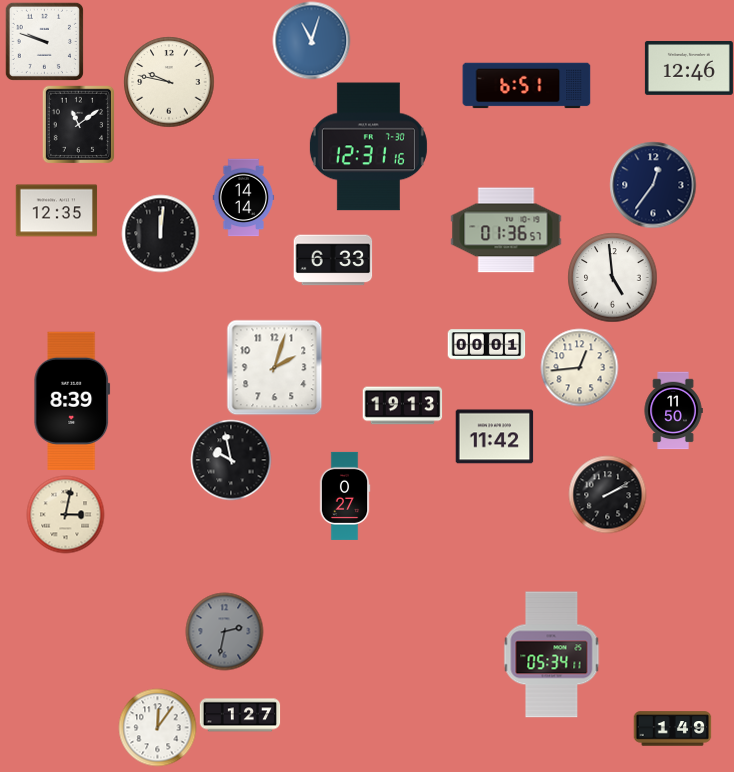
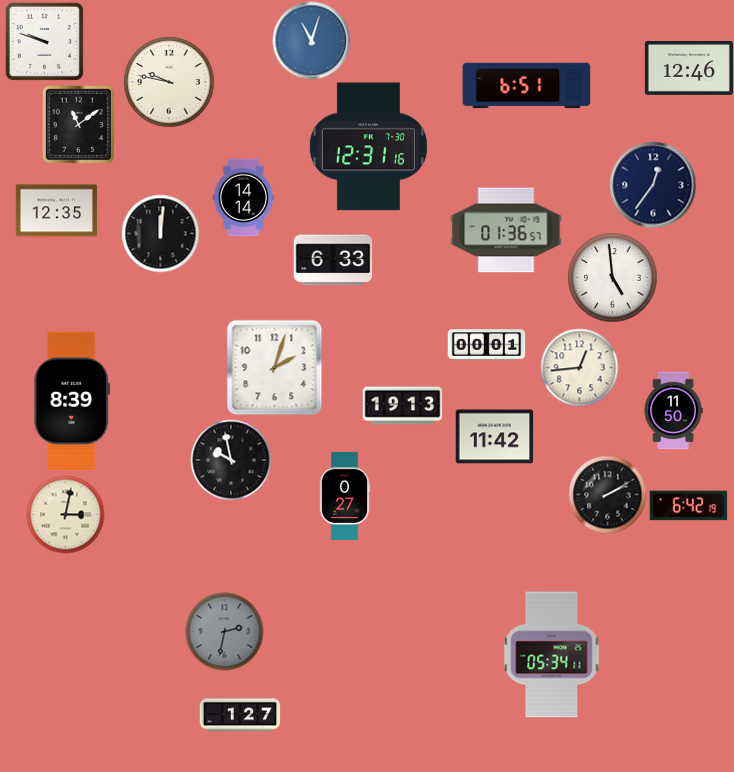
clock at (688, 506): none -> 6:42
clock at (157, 727): 12:06 -> none
clock at (672, 729): 1:49 -> none
